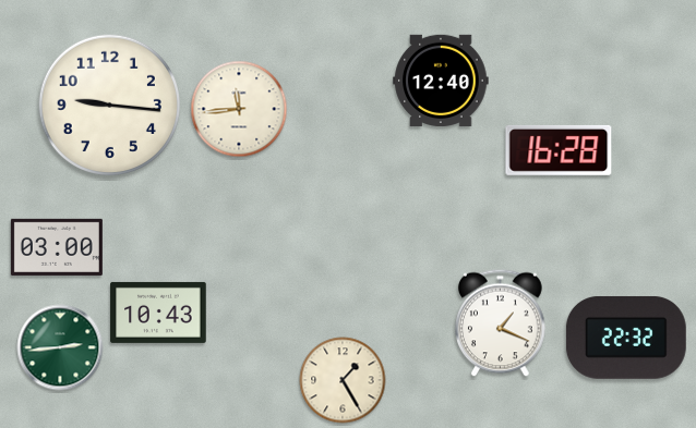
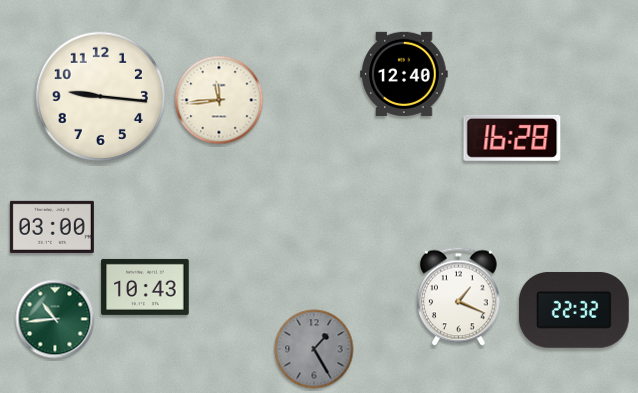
clock at (60, 347): 2:44 -> 10:44
clock at (343, 380) dial: cream -> grey
